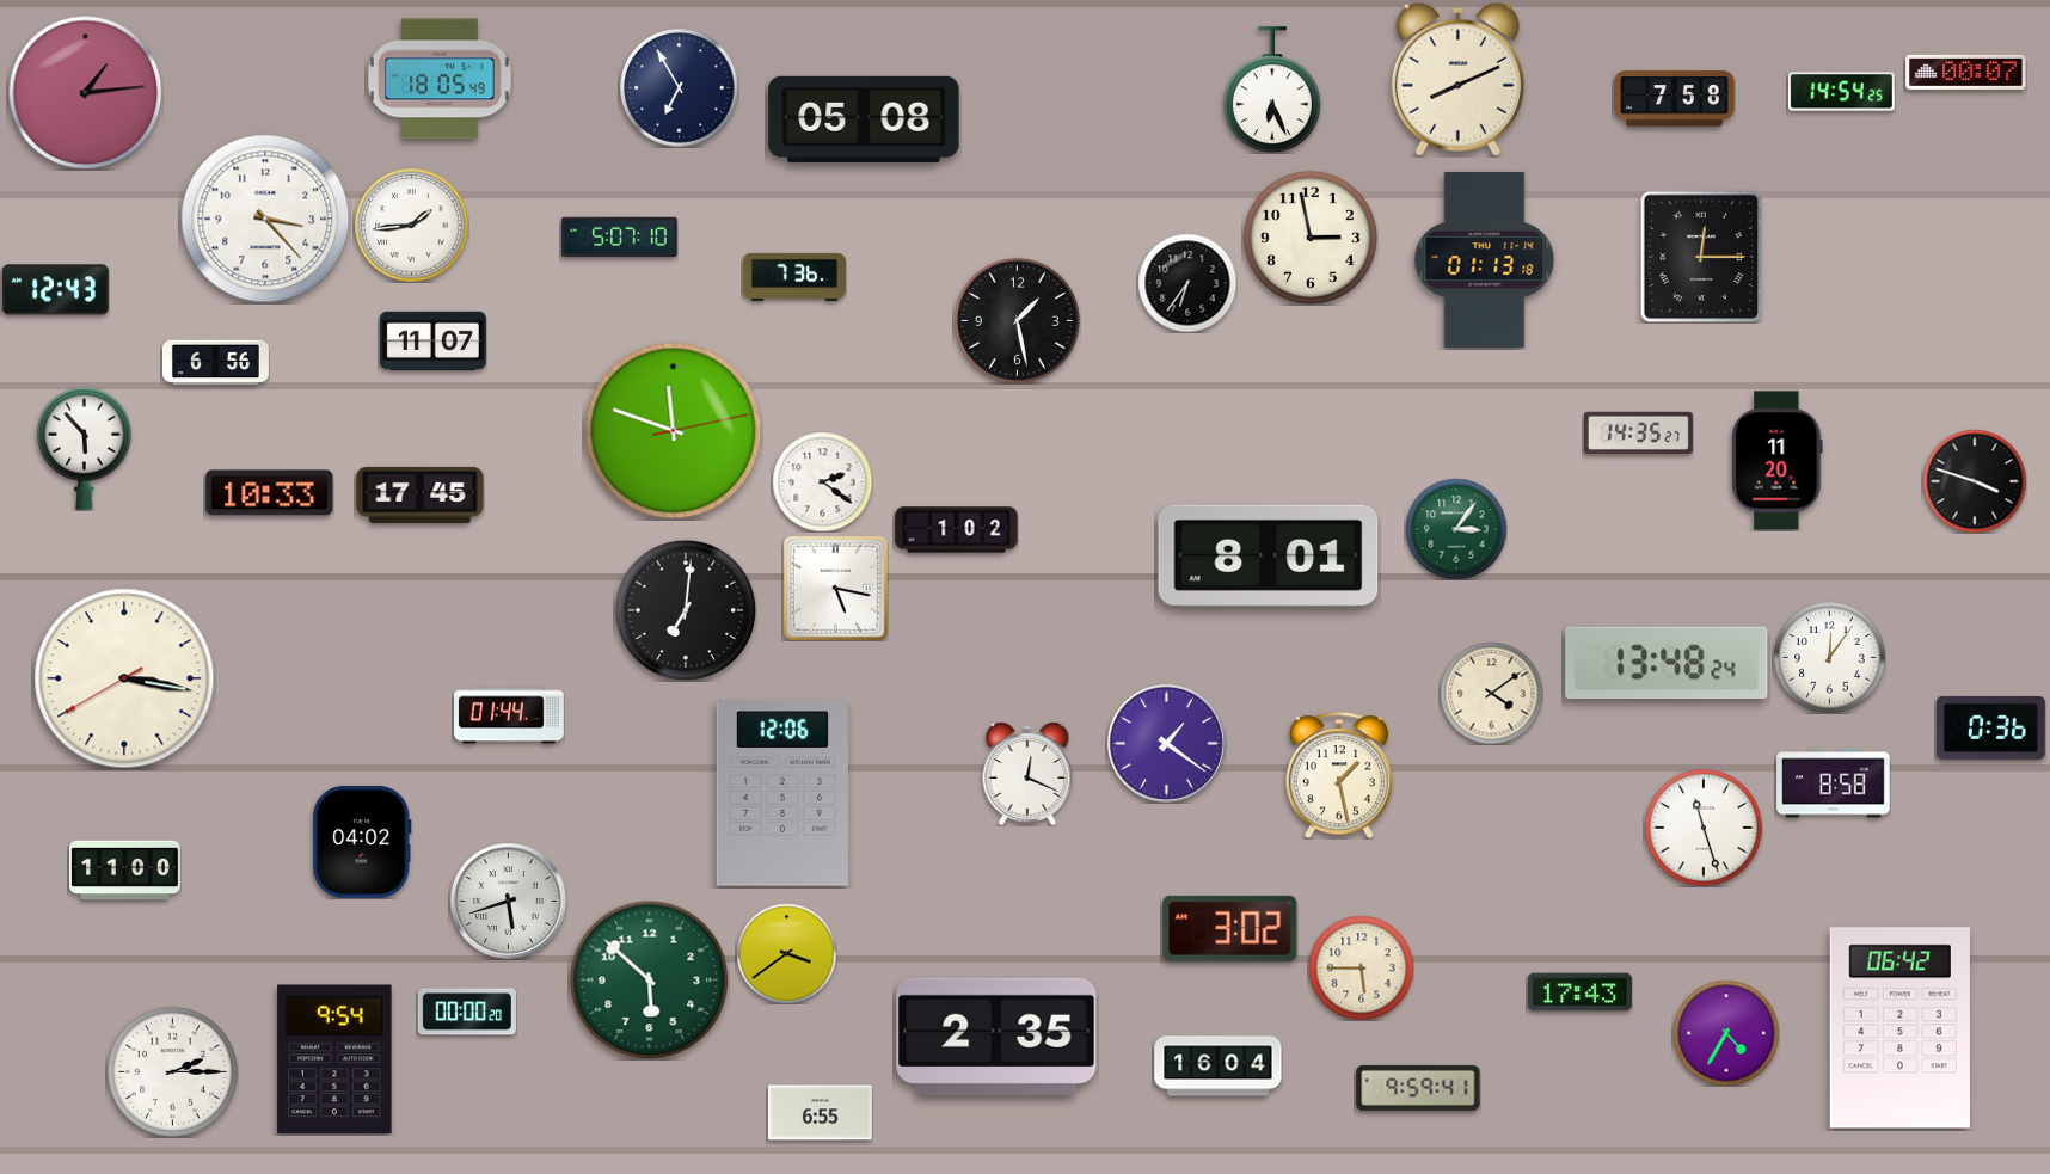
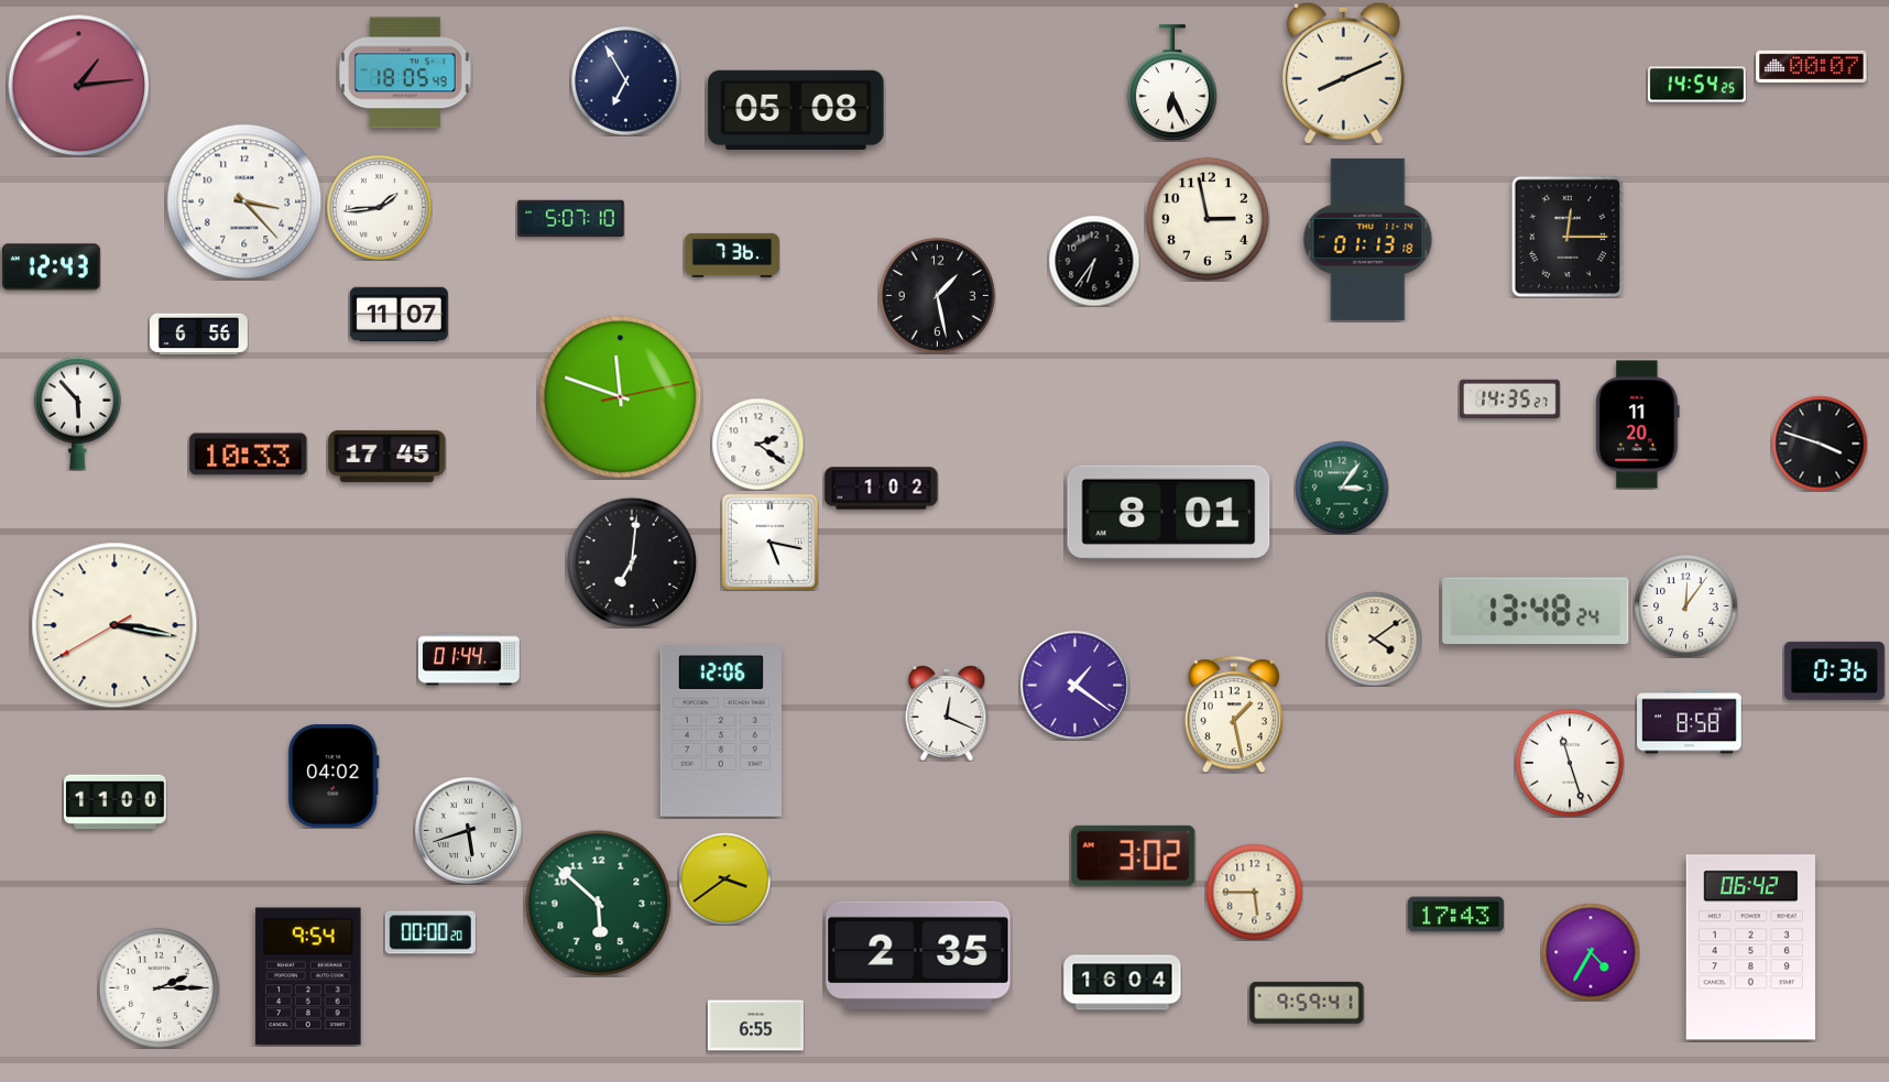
clock at (1675, 99): 7:58 -> none
